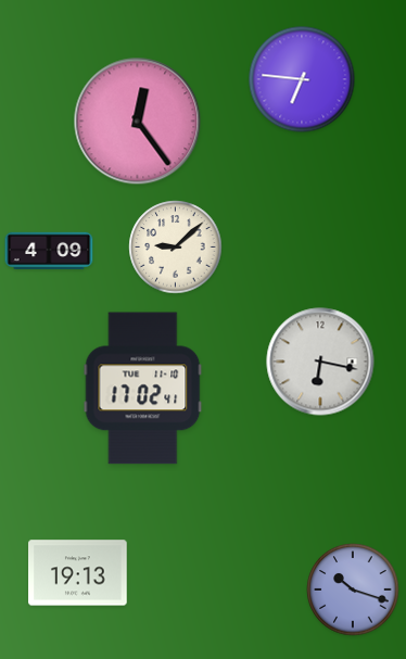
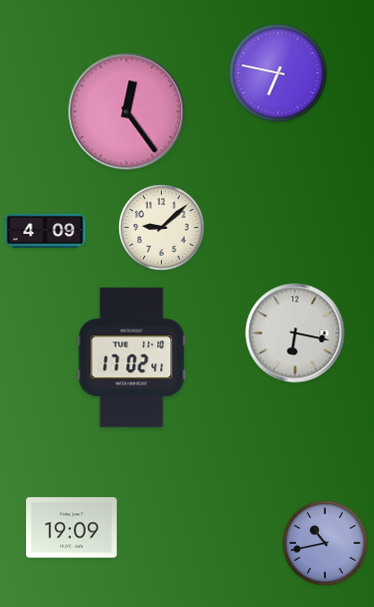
clock at (302, 79): 6:46 -> 6:47
clock at (78, 573): 19:13 -> 19:09
clock at (353, 590): 10:18 -> 10:43
